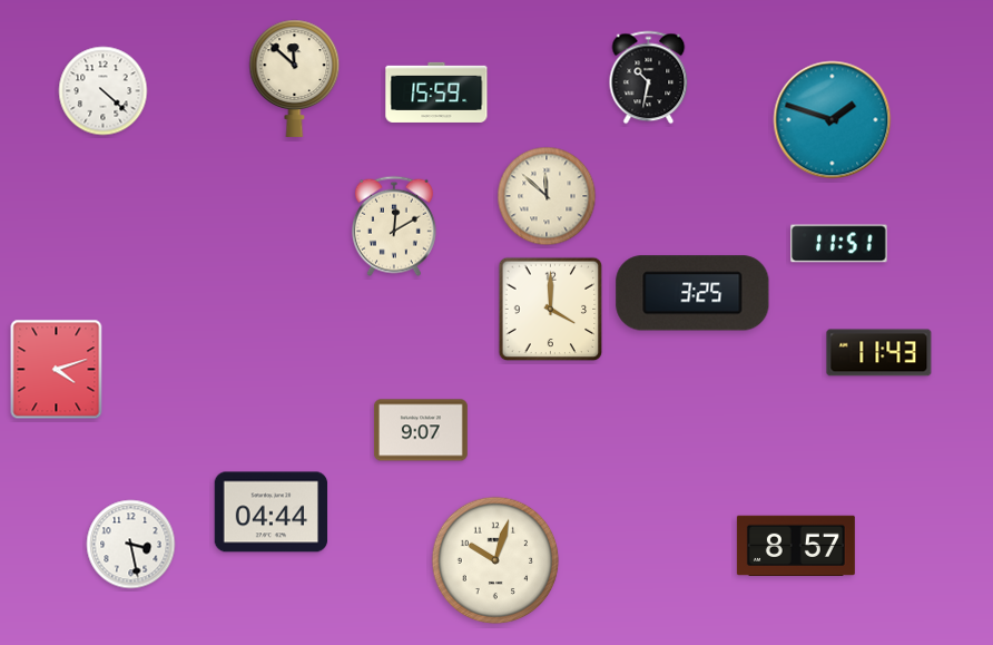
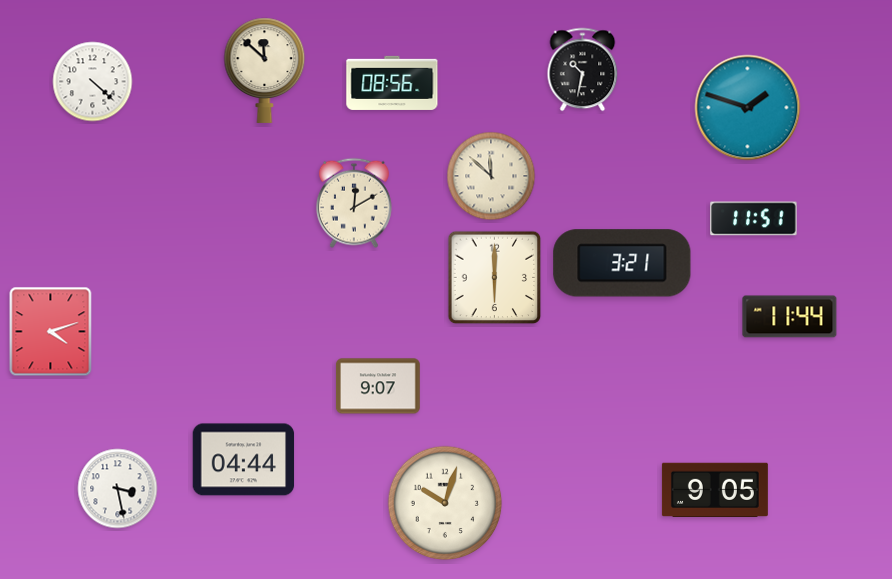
clock at (436, 92): 15:59 -> 08:56
clock at (692, 293): 3:25 -> 3:21
clock at (551, 310): 4:00 -> 6:00
clock at (879, 353): 11:43 -> 11:44
clock at (796, 546): 8:57 -> 9:05
